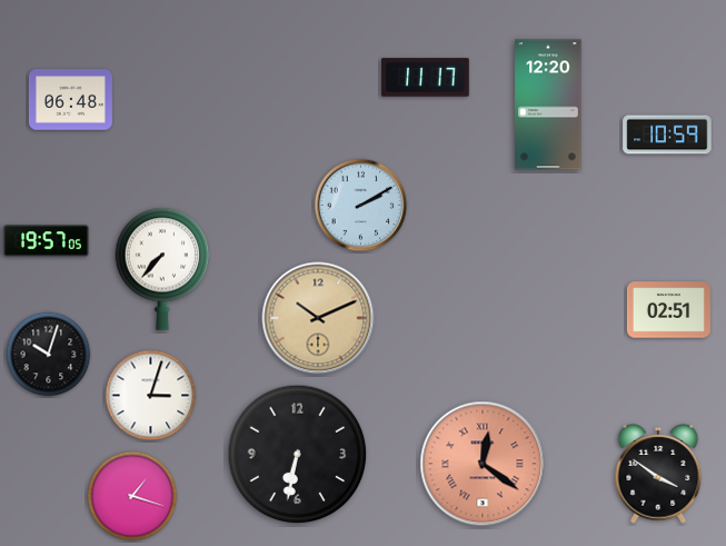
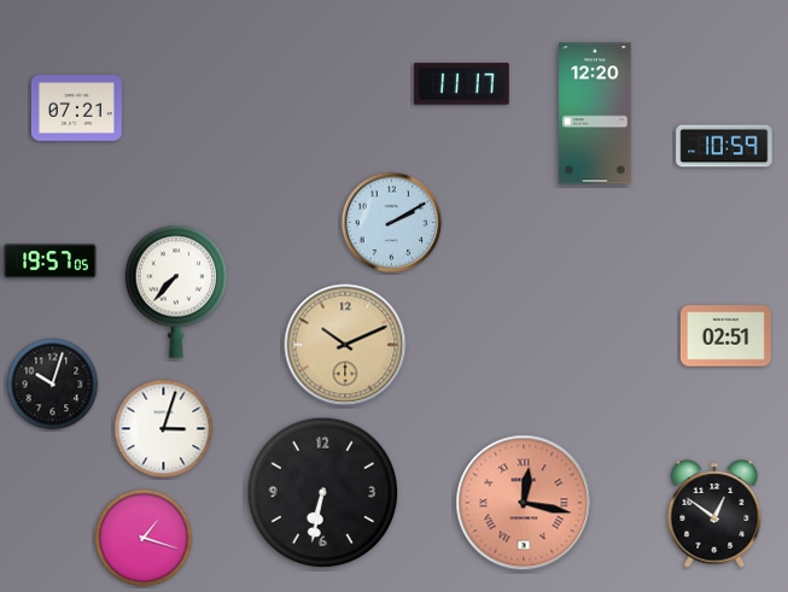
clock at (70, 100): 06:48 -> 07:21
clock at (483, 464): 12:21 -> 12:17
clock at (658, 474): 3:51 -> 12:51
